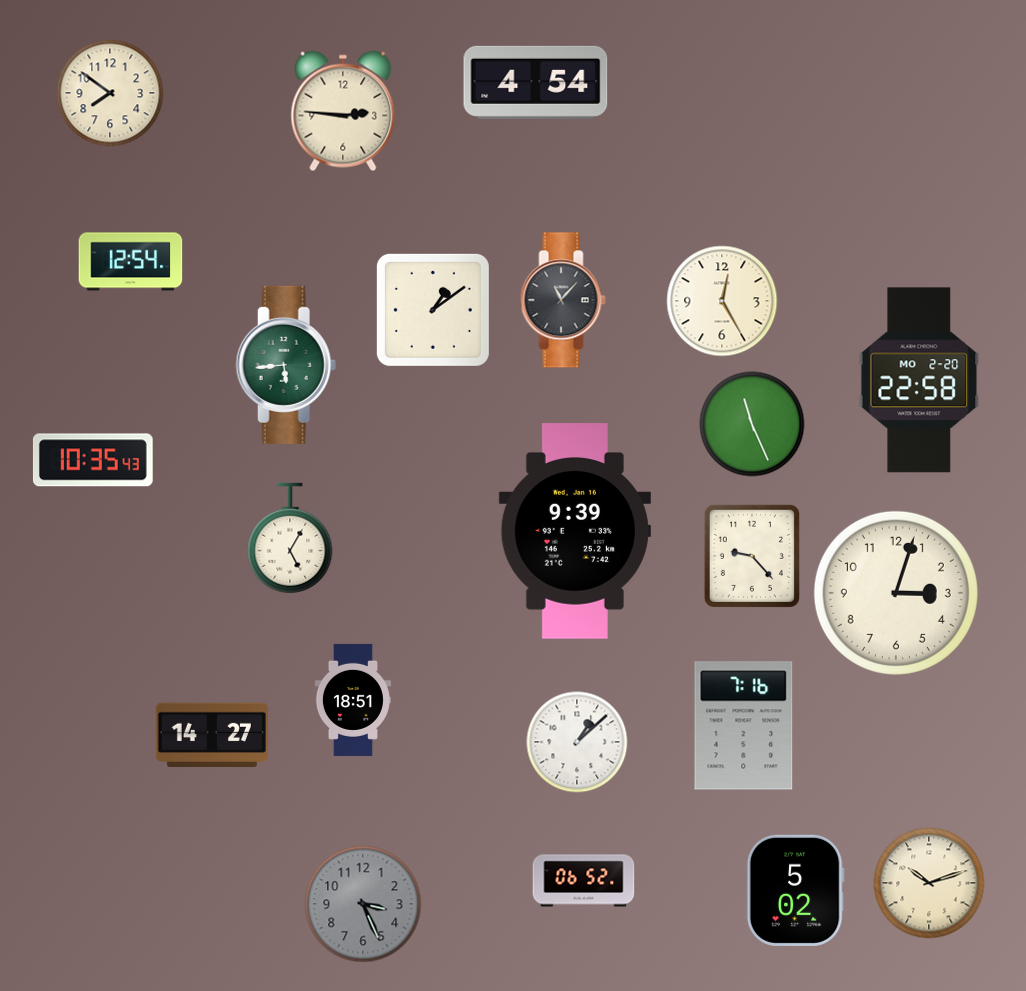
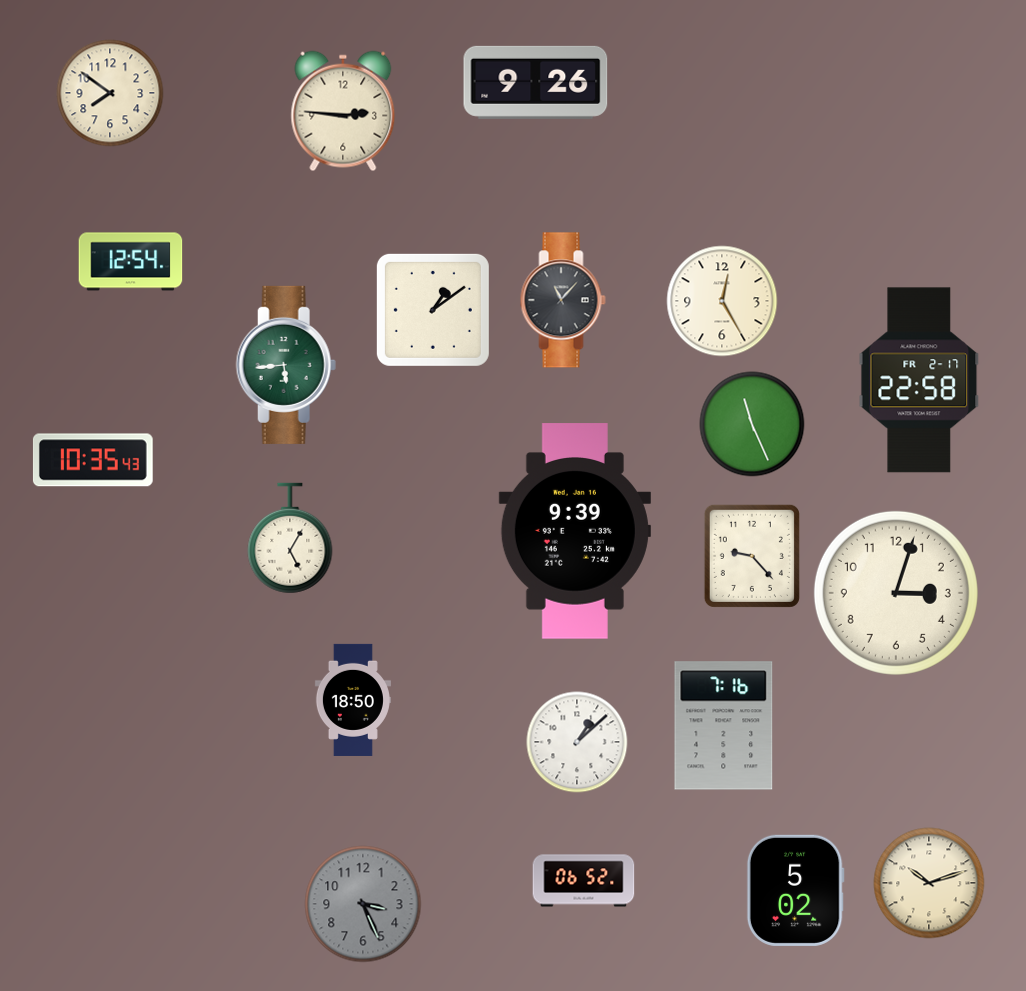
clock at (536, 82): 4:54 -> 9:26
clock at (919, 380) date: MO 2-20 -> FR 2-17
clock at (353, 700): 18:51 -> 18:50
clock at (744, 726) position: (744, 726) -> (724, 726)
clock at (212, 734): 14:27 -> none
